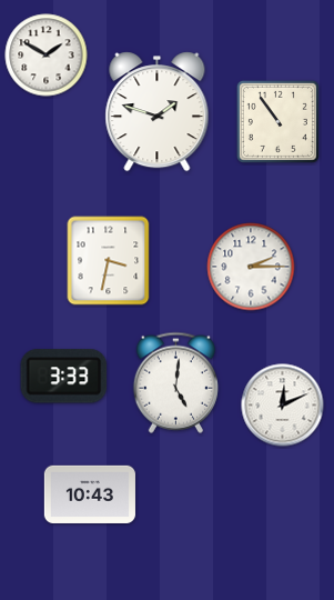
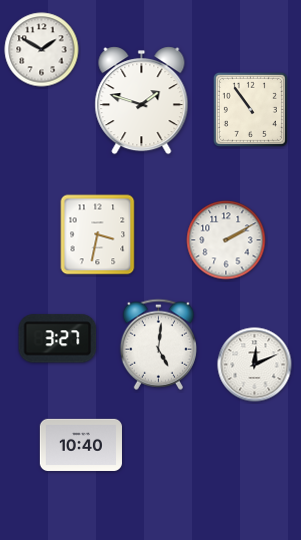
clock at (251, 267): 2:15 -> 2:10
clock at (64, 377): 3:33 -> 3:27
clock at (90, 494): 10:43 -> 10:40
